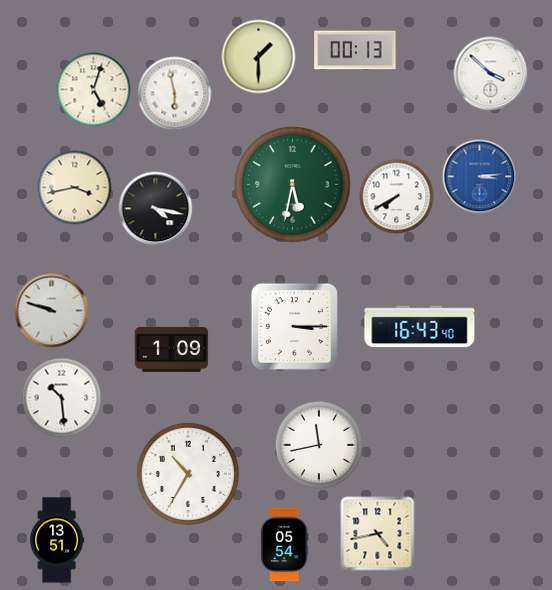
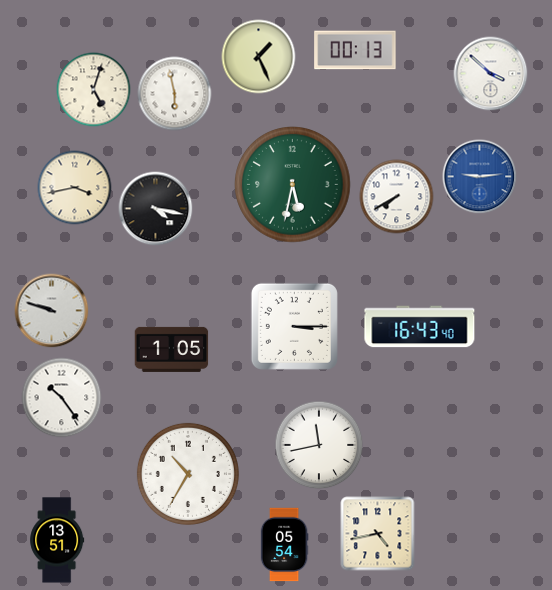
clock at (259, 57): 1:30 -> 1:26
clock at (480, 177): 3:14 -> 9:14
clock at (172, 349): 1:09 -> 1:05
clock at (62, 398): 10:29 -> 10:24
